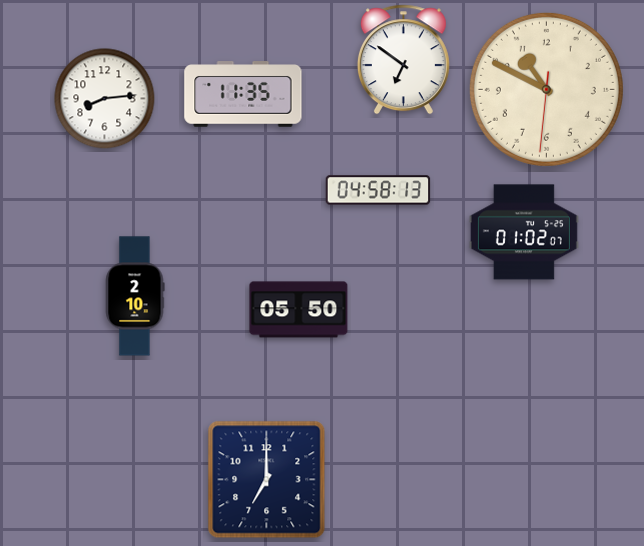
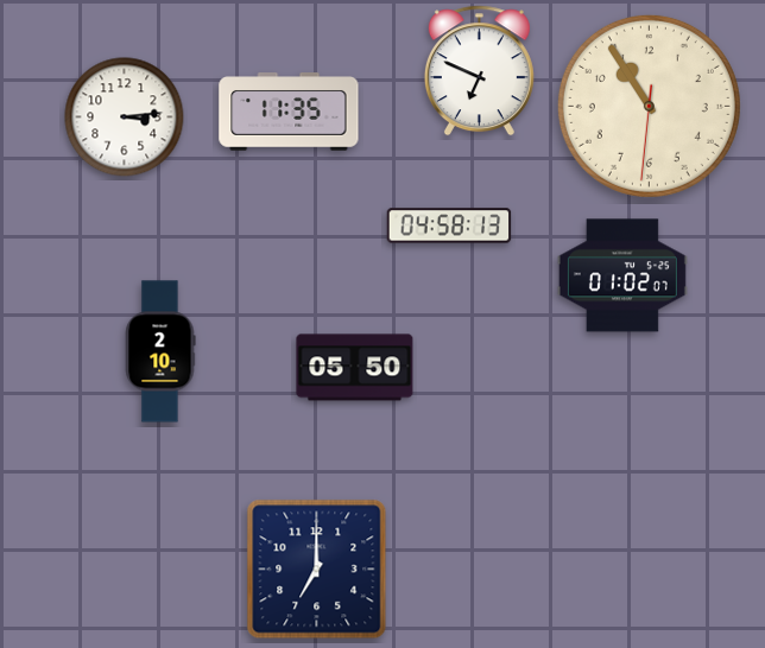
clock at (403, 60): 6:51 -> 6:49
clock at (546, 89): 10:49 -> 10:54
clock at (105, 99): 8:14 -> 3:14
